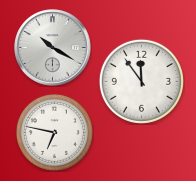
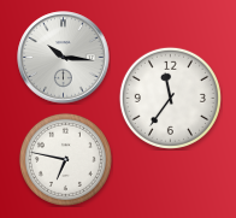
clock at (53, 48): 10:20 -> 10:16
clock at (141, 81): 11:54 -> 11:36
